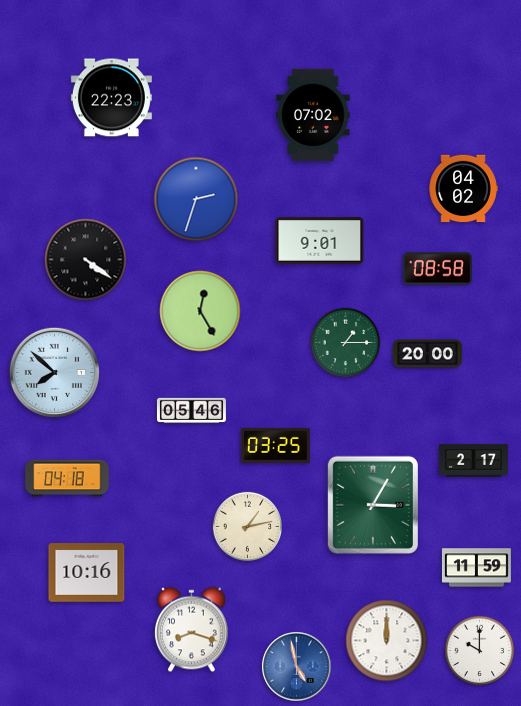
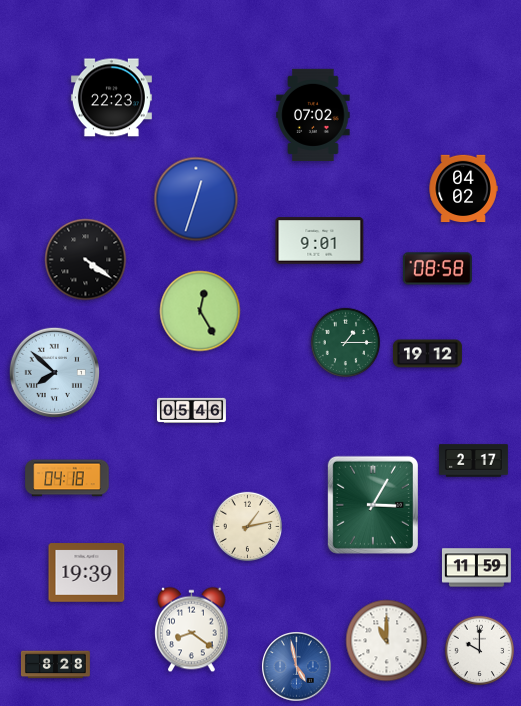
clock at (196, 199): 2:33 -> 12:33
clock at (427, 354): 20:00 -> 19:12
clock at (275, 445): 03:25 -> none
clock at (87, 573): 10:16 -> 19:39
clock at (192, 630): 8:18 -> 8:21
clock at (387, 641): 12:00 -> 11:00
clock at (55, 665): none -> 8:28
